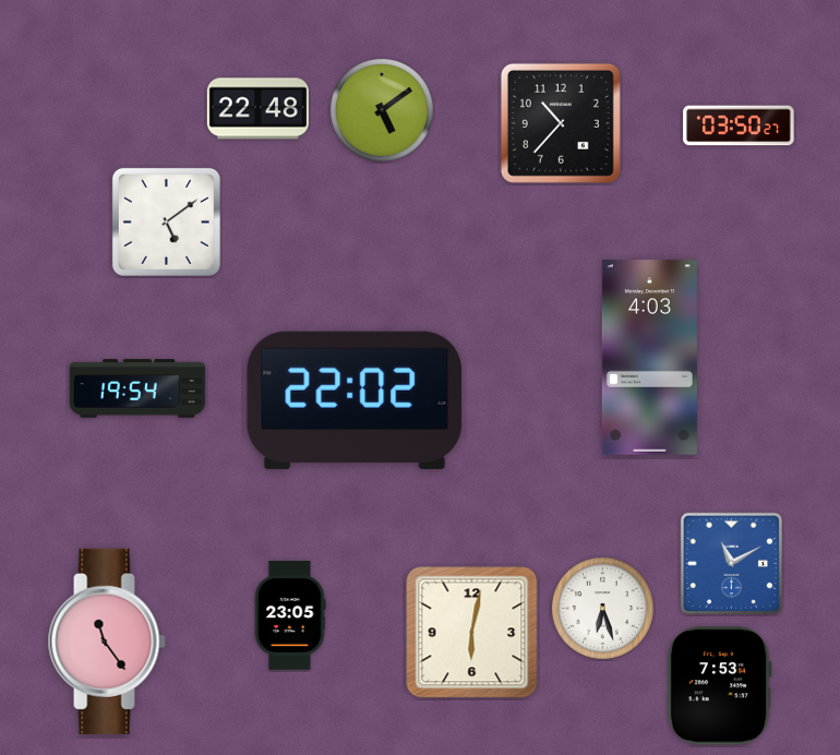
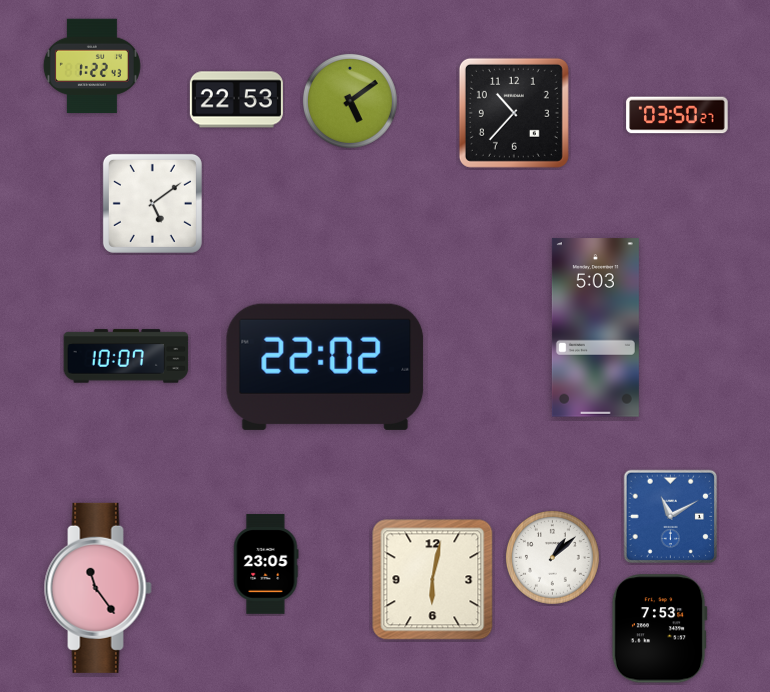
clock at (92, 66): none -> 1:22
clock at (257, 109): 22:48 -> 22:53
clock at (649, 358): 4:03 -> 5:03
clock at (137, 388): 19:54 -> 10:07
clock at (602, 608): 6:27 -> 1:08
